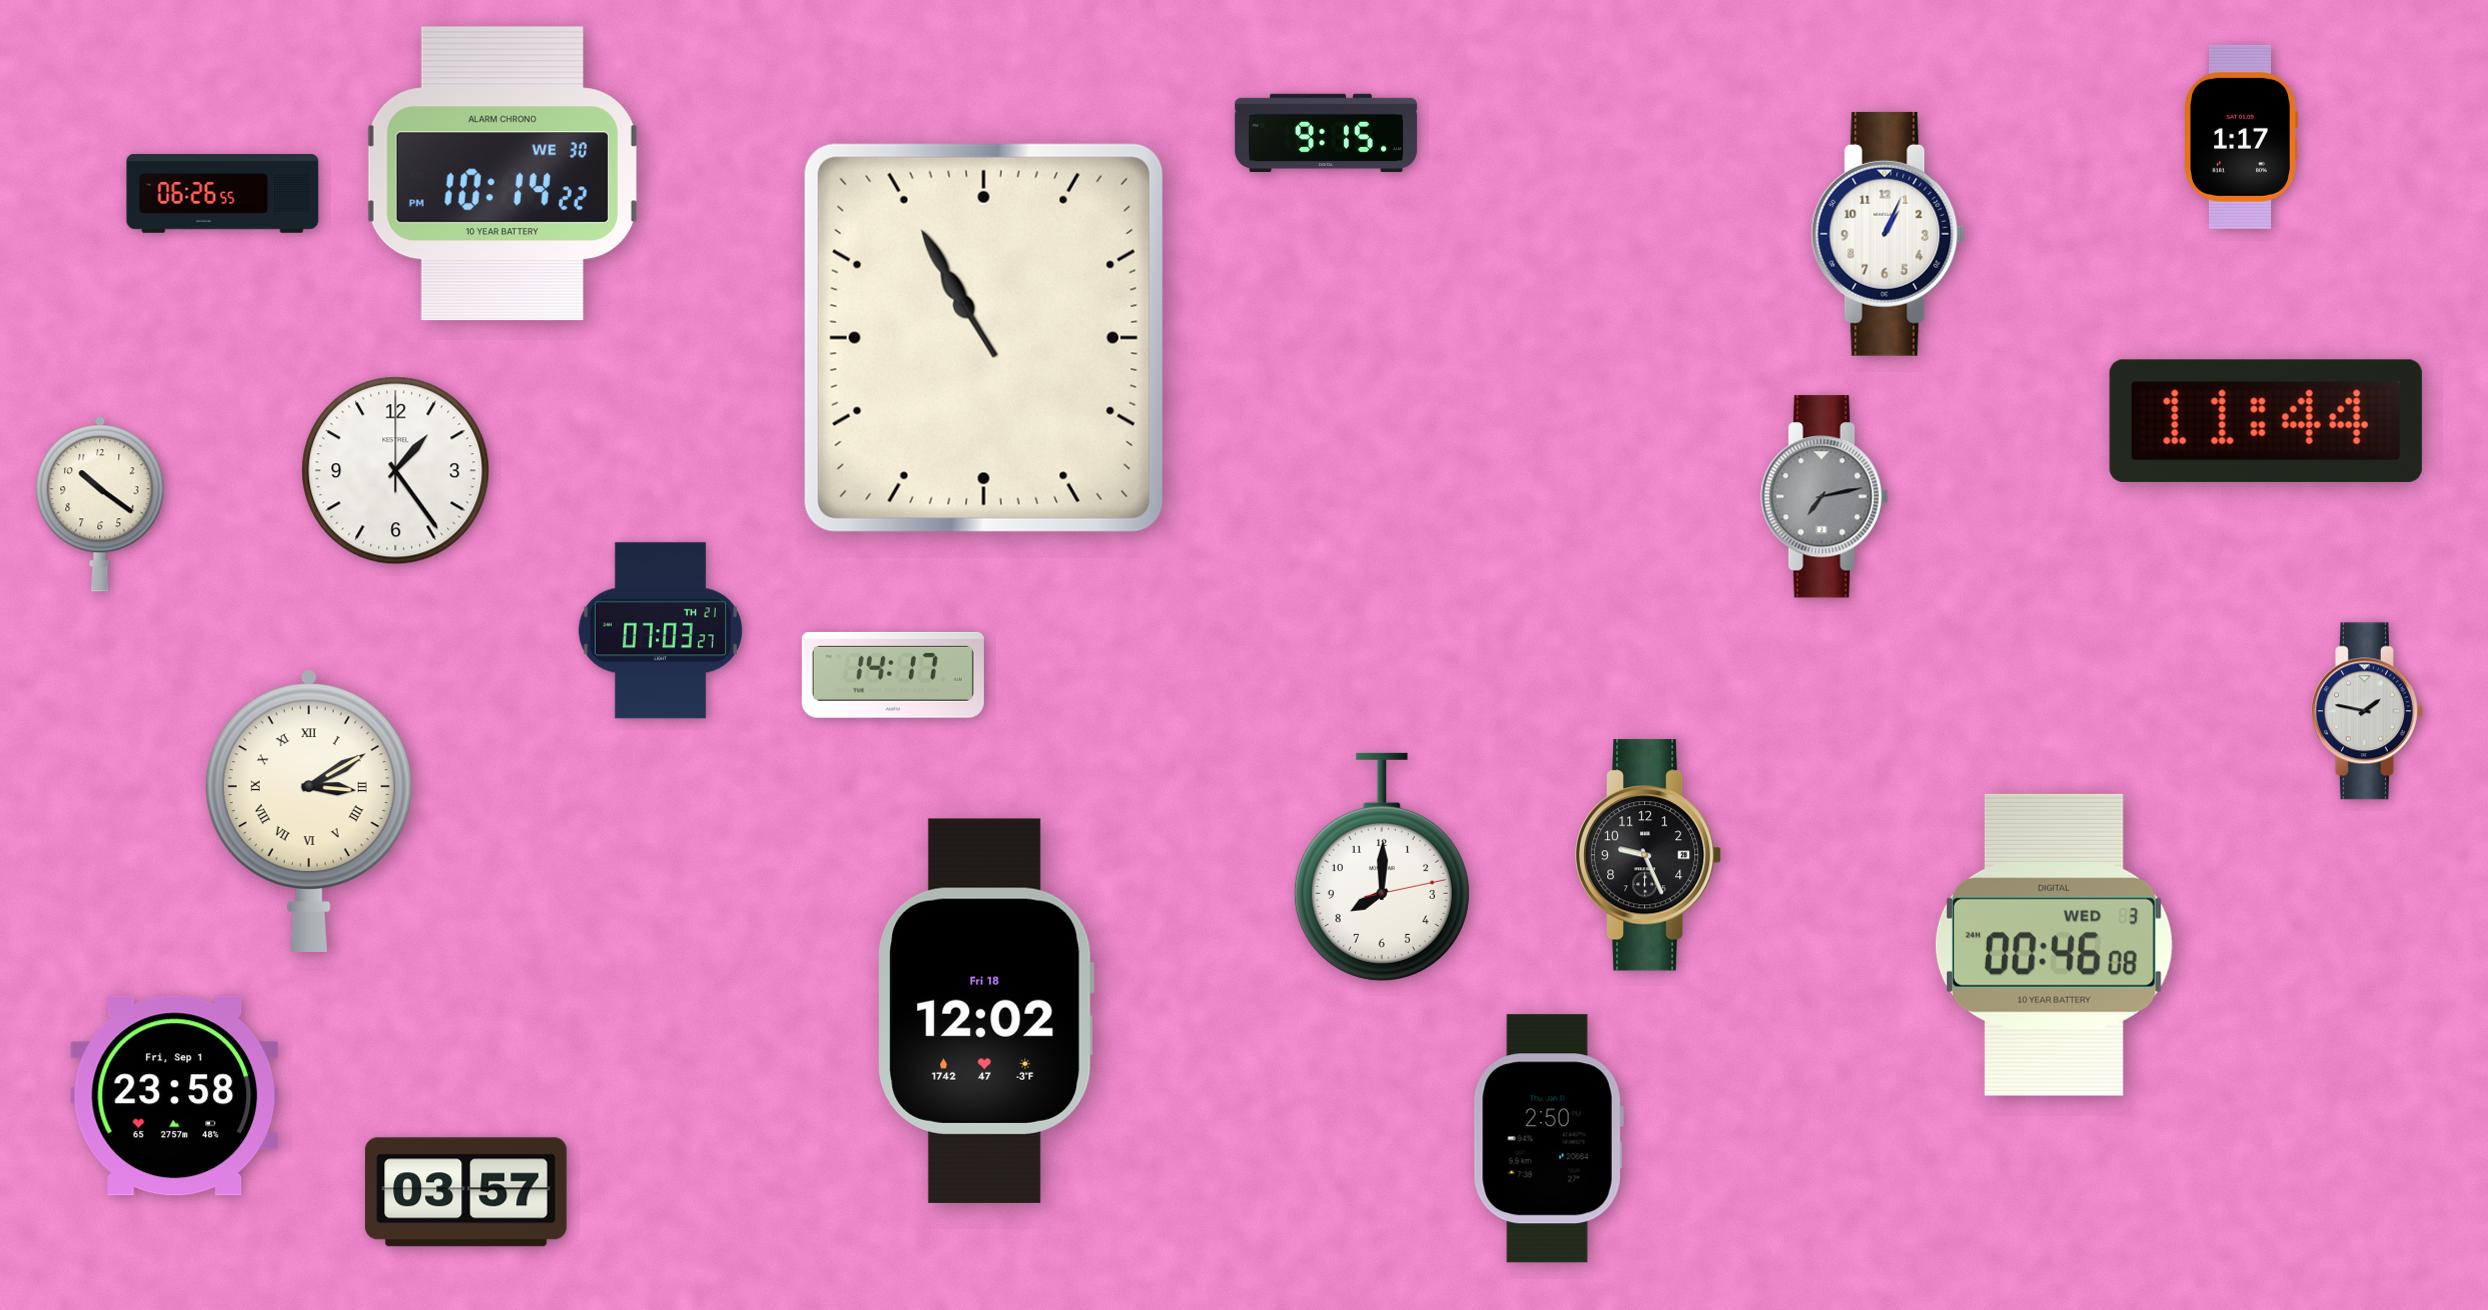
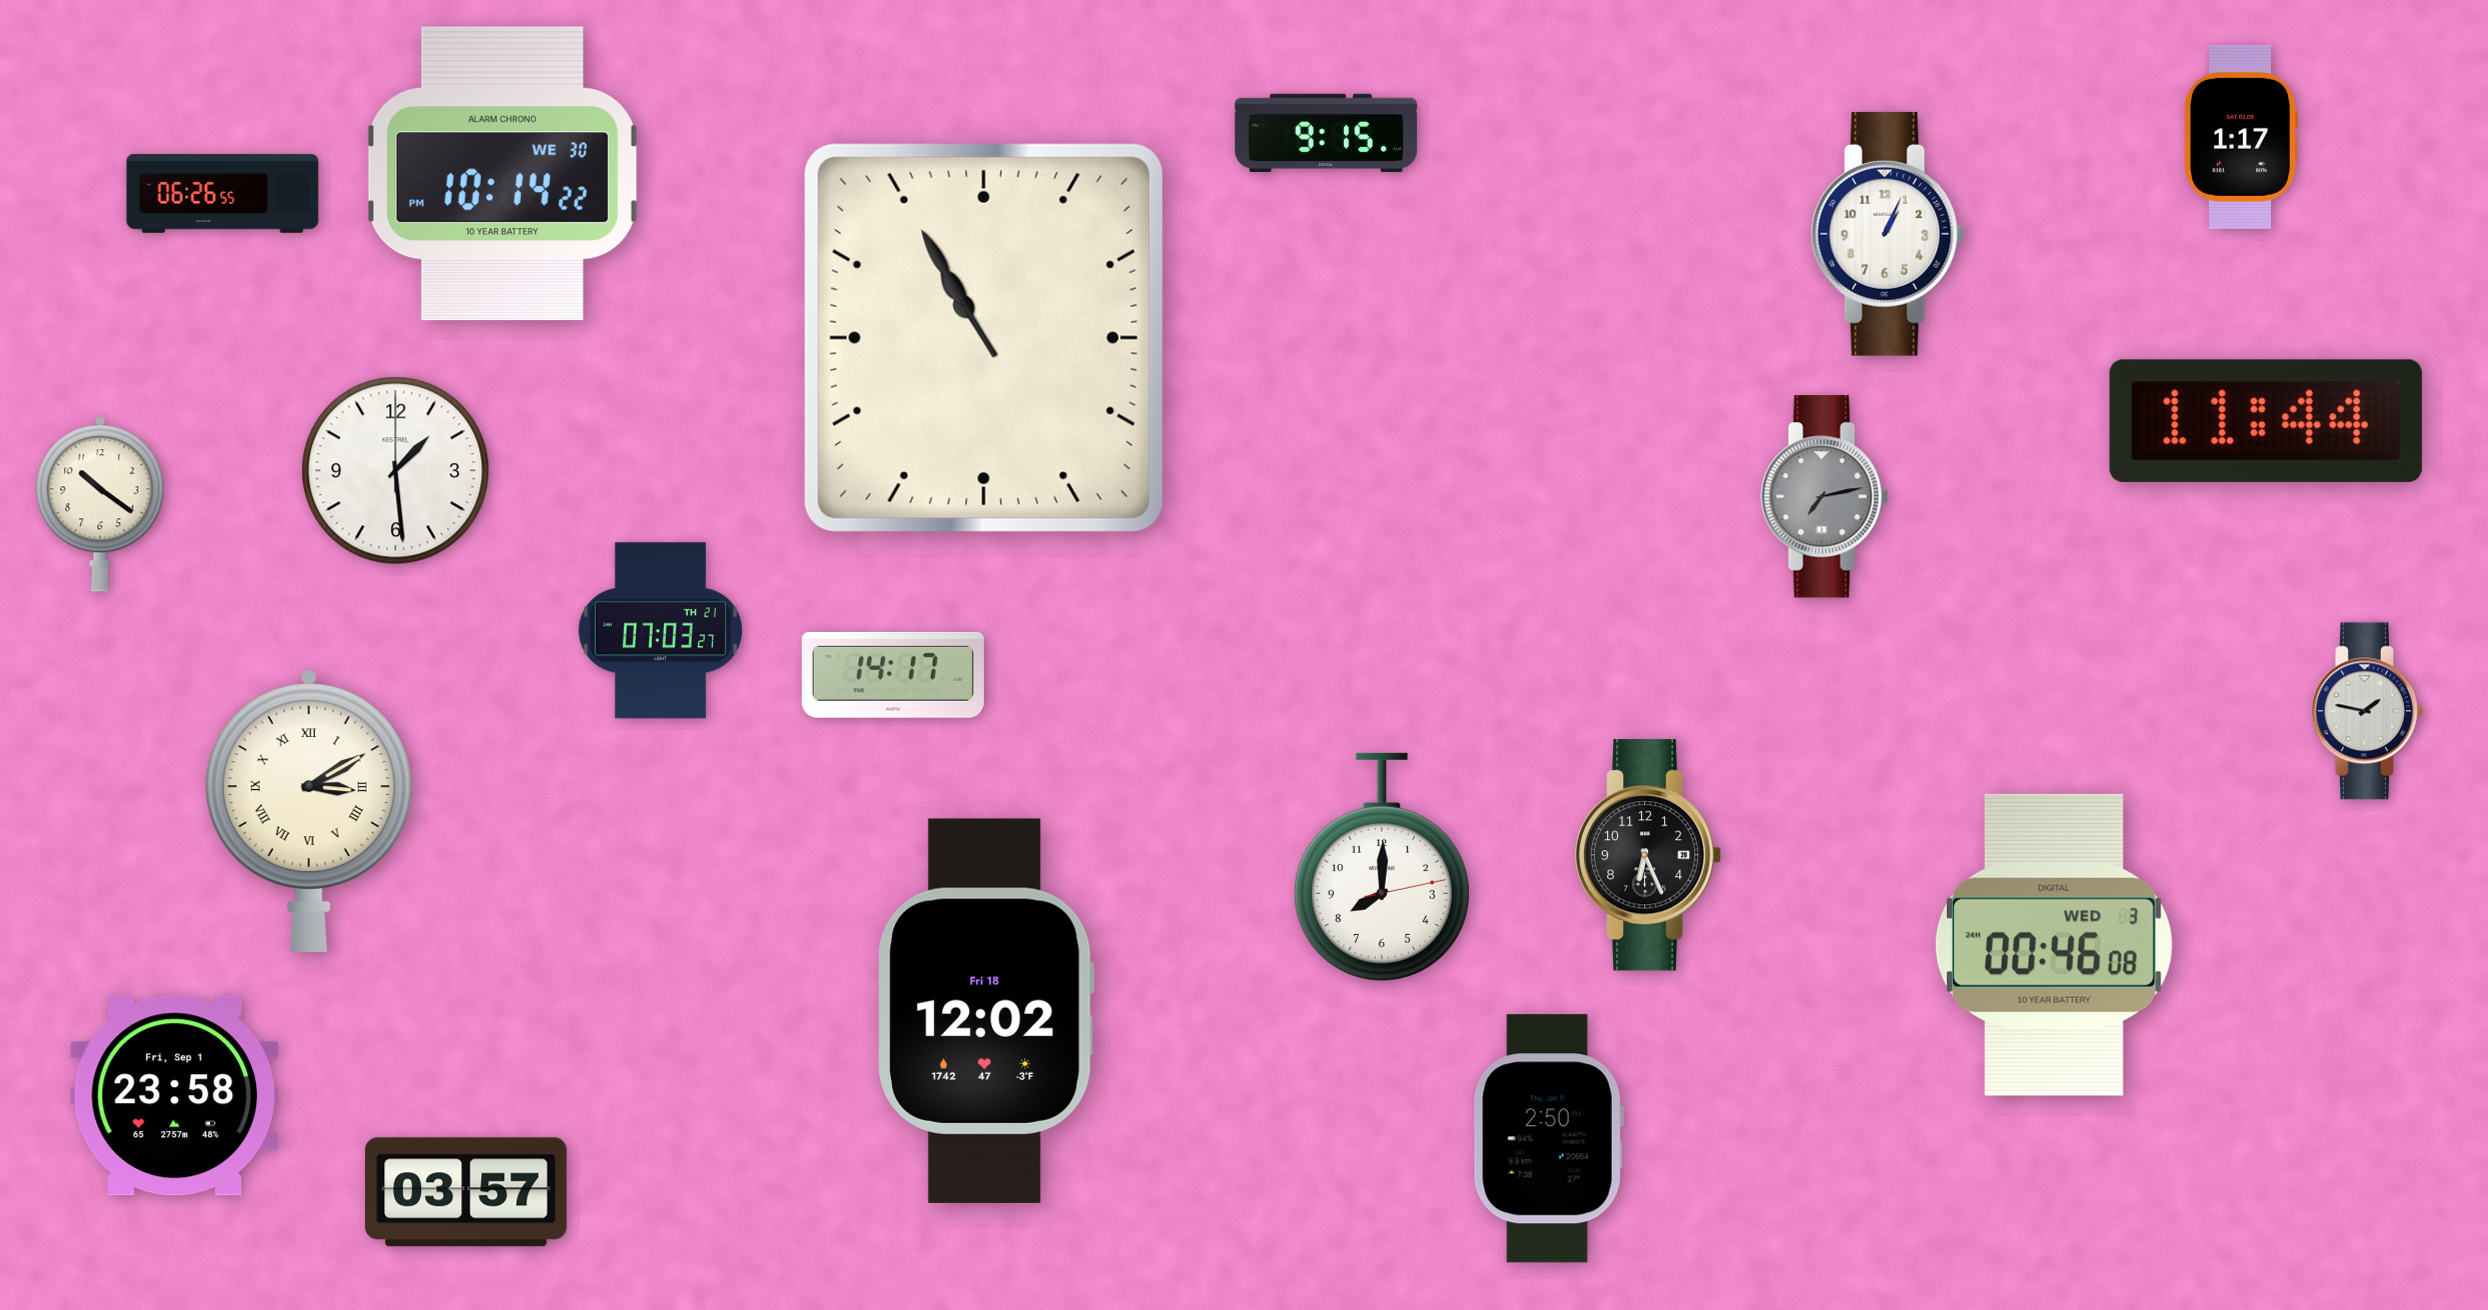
clock at (396, 471): 1:24 -> 1:29
clock at (1649, 855): 9:26 -> 6:26
